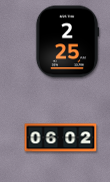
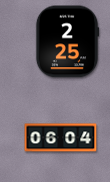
clock at (61, 138): 06:02 -> 06:04
